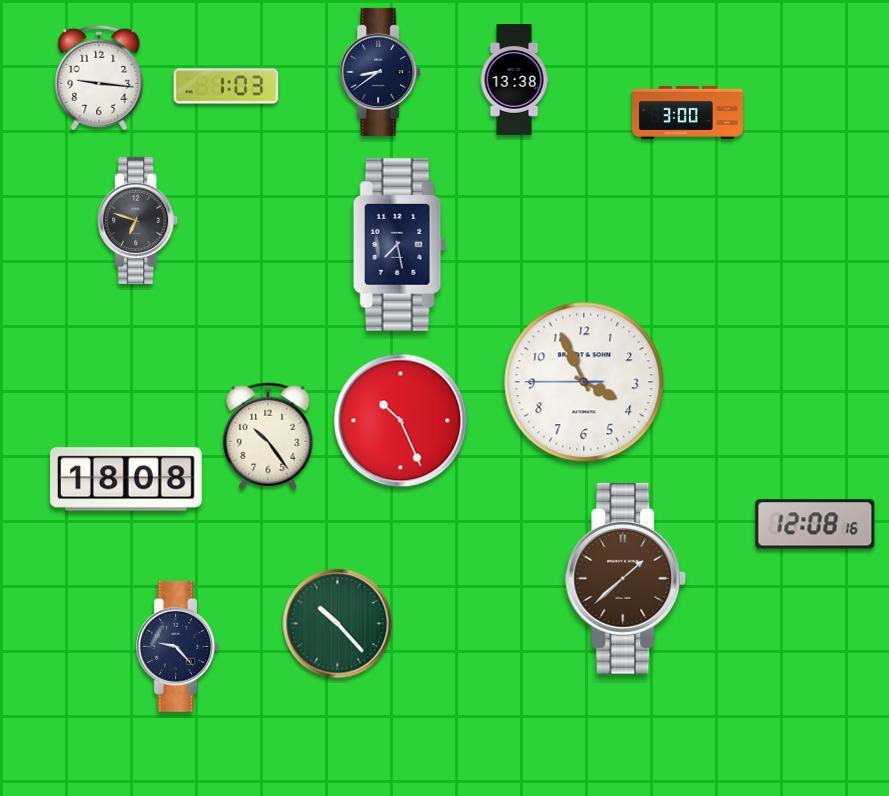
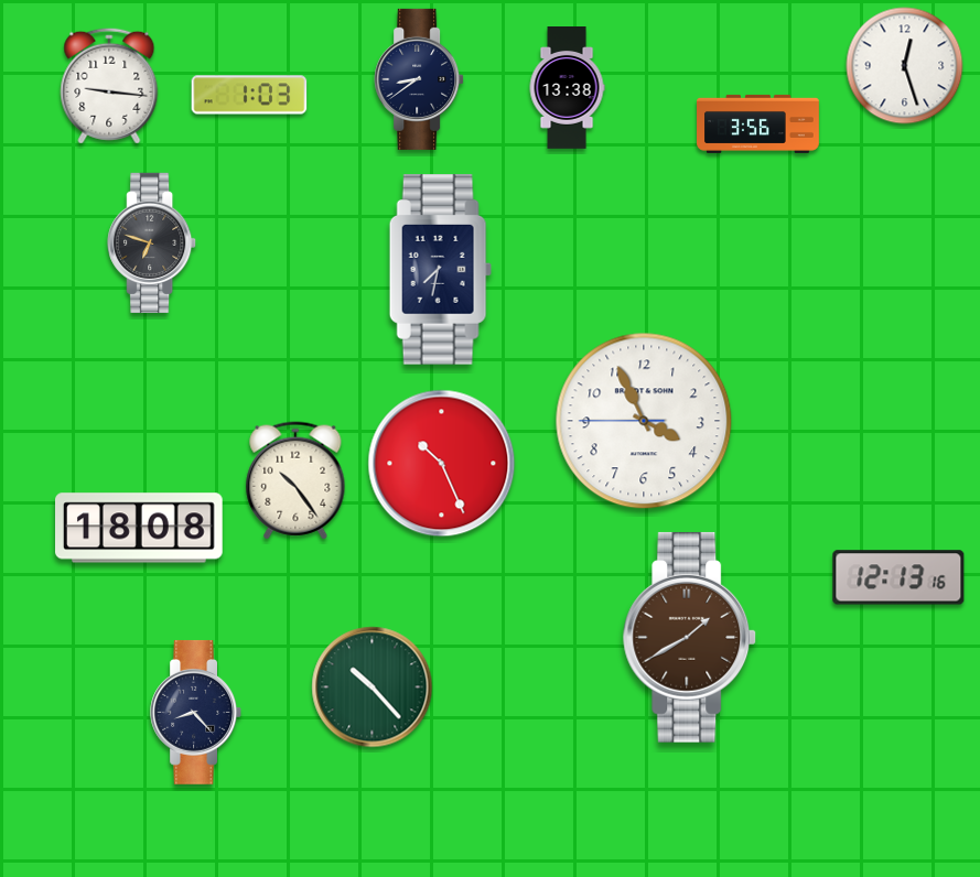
clock at (905, 66): none -> 12:27
clock at (688, 112): 3:00 -> 3:56
clock at (399, 245): 7:28 -> 7:32
clock at (815, 524): 12:08 -> 12:13
clock at (626, 578): 1:38 -> 1:40
clock at (177, 646): 9:23 -> 8:23
